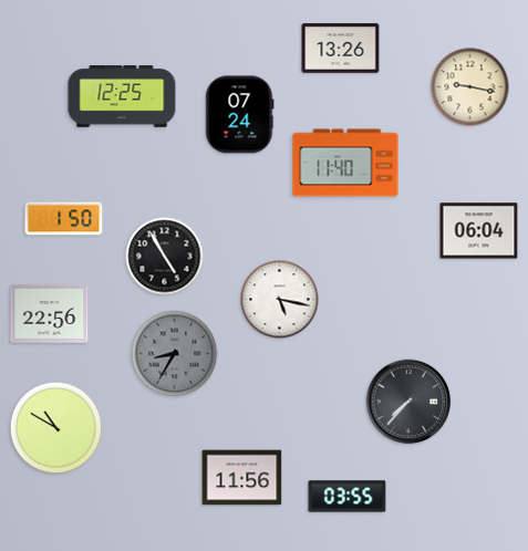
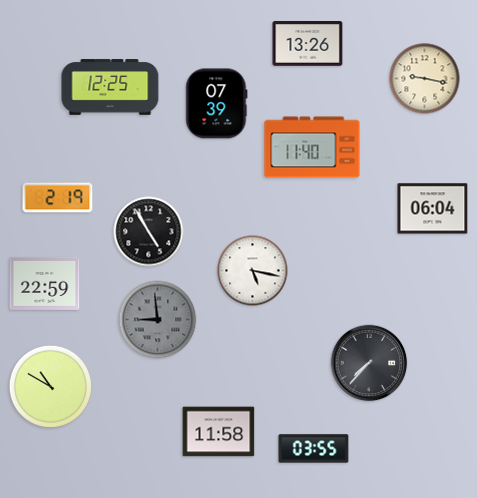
clock at (240, 115): 07:24 -> 07:39
clock at (64, 219): 1:50 -> 2:19
clock at (50, 313): 22:56 -> 22:59
clock at (175, 354): 8:35 -> 8:59
clock at (242, 478): 11:56 -> 11:58
